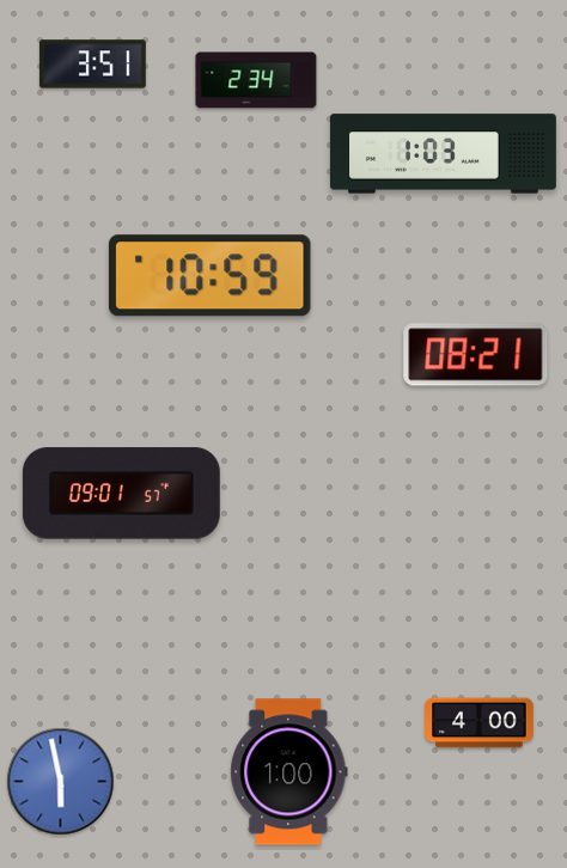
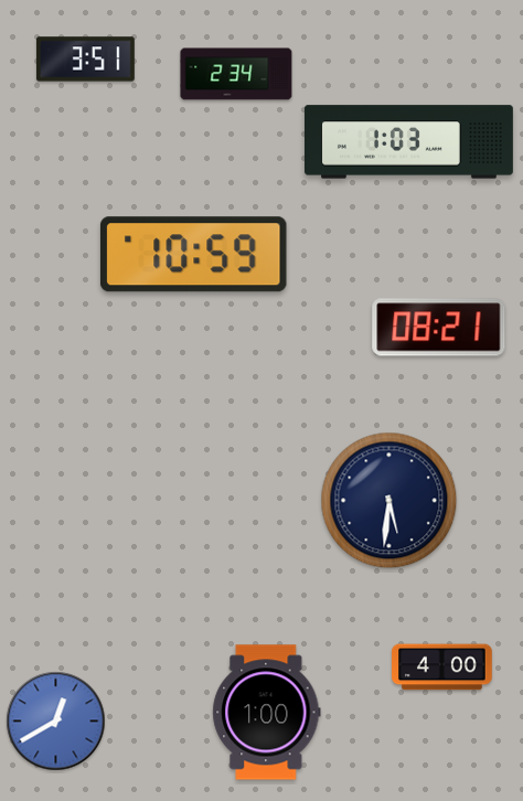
clock at (121, 494): 09:01 -> none
clock at (389, 501): none -> 5:31
clock at (61, 782): 5:58 -> 12:40
